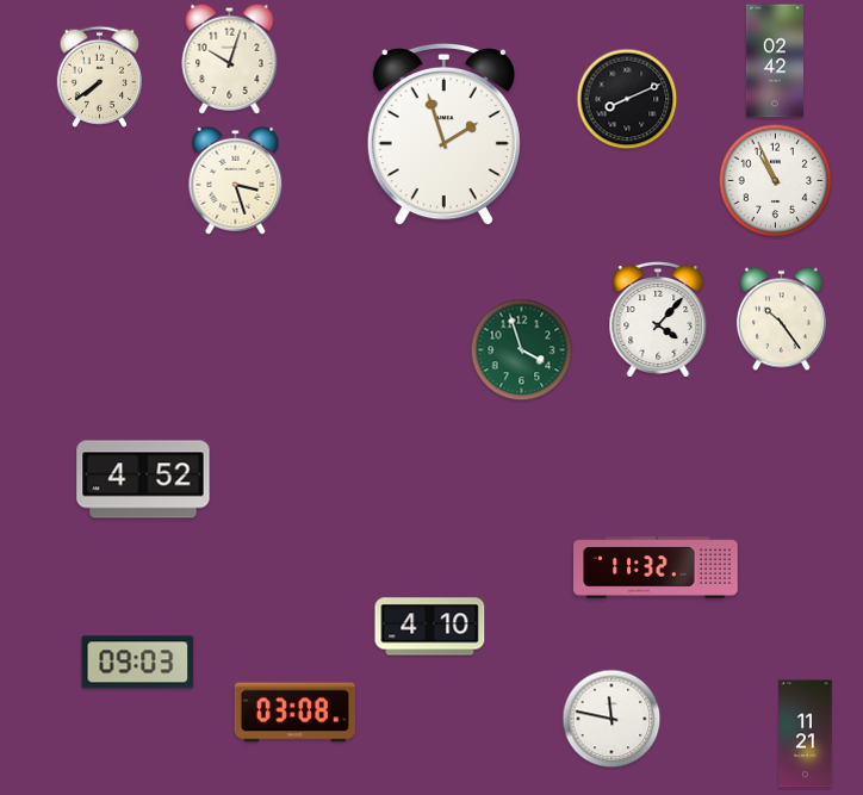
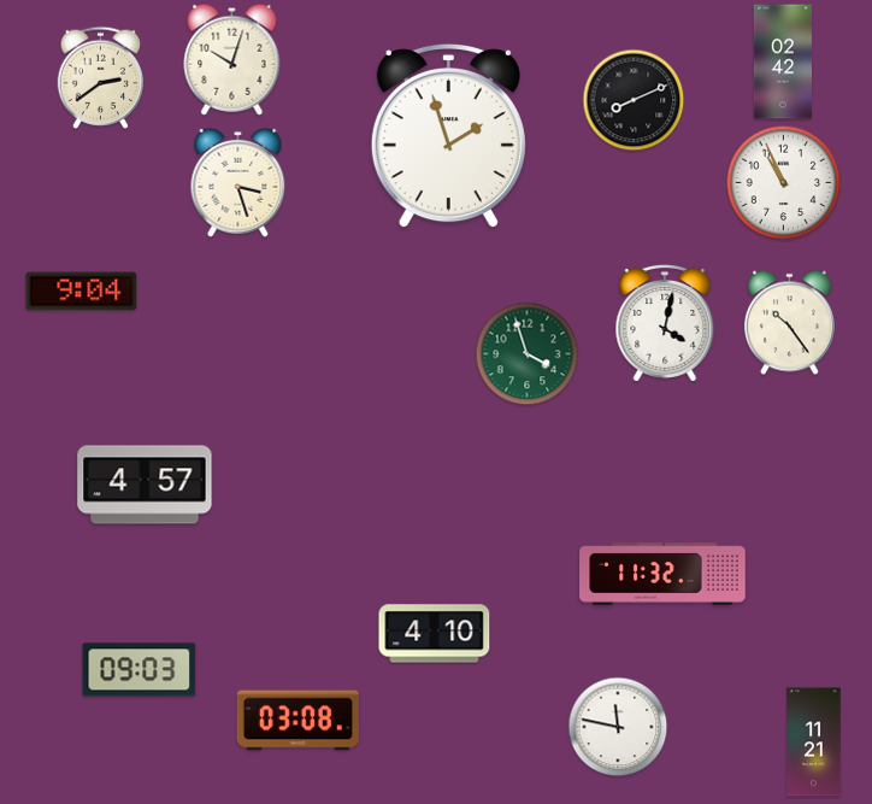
clock at (99, 76): 7:39 -> 2:39
clock at (82, 292): none -> 9:04
clock at (658, 319): 4:07 -> 4:02
clock at (143, 479): 4:52 -> 4:57
